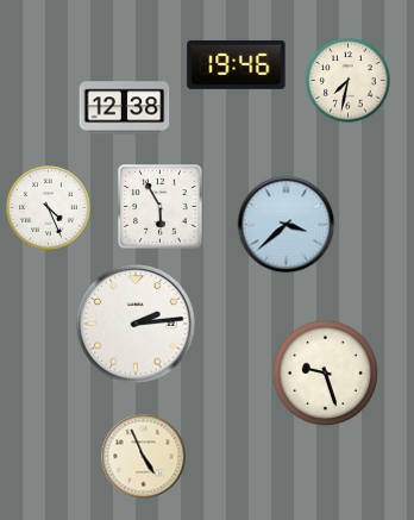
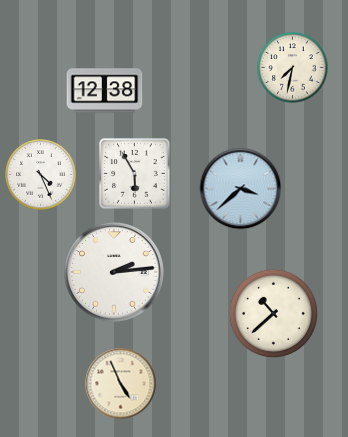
clock at (237, 64): 19:46 -> none
clock at (325, 372): 9:27 -> 10:38
